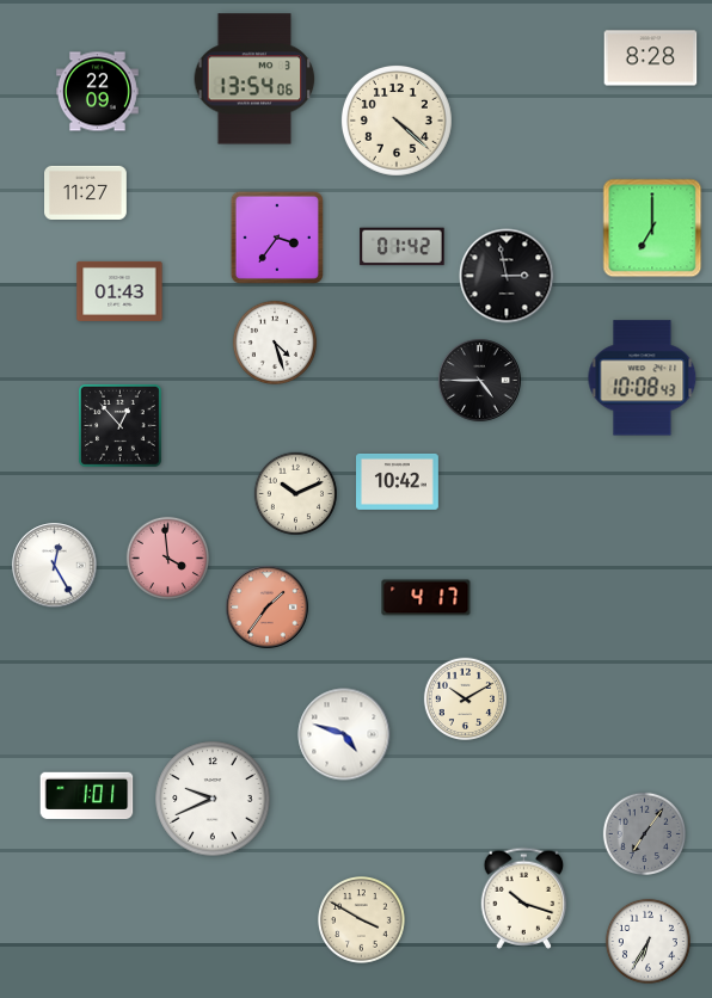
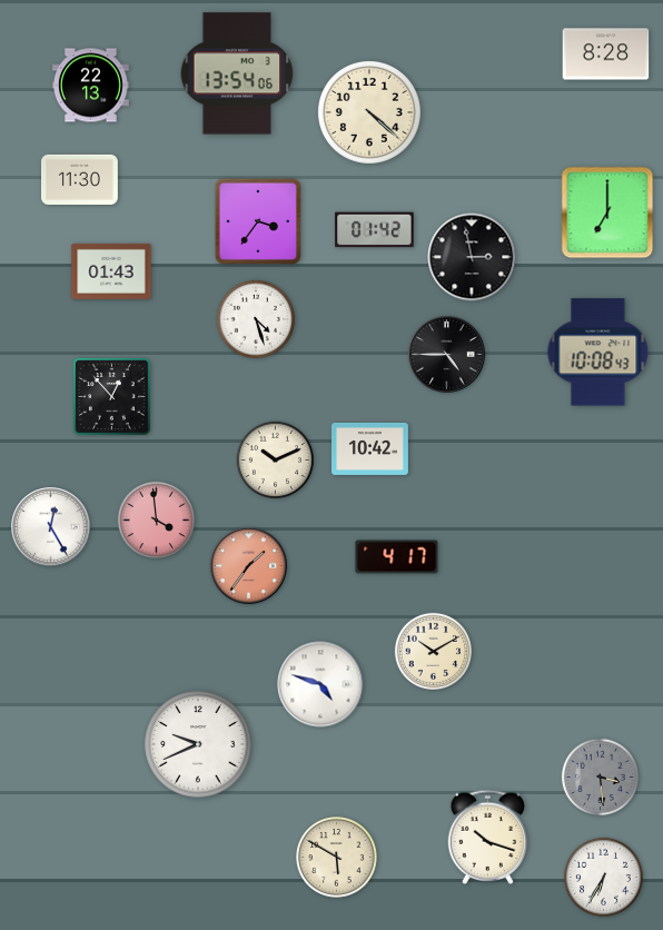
clock at (97, 92): 22:09 -> 22:13
clock at (86, 192): 11:27 -> 11:30
clock at (87, 796): 1:01 -> none
clock at (644, 833): 7:06 -> 3:29
clock at (362, 920): 3:50 -> 5:50
